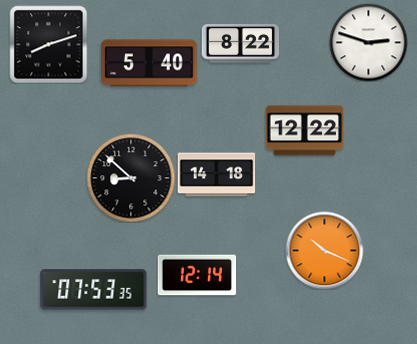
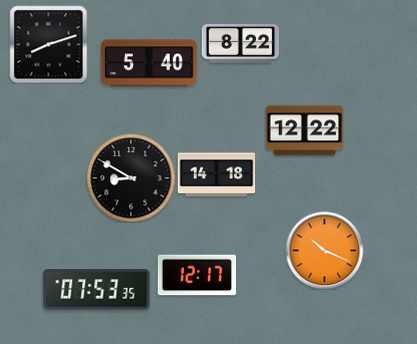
clock at (368, 42): 2:48 -> none
clock at (131, 178): 8:52 -> 8:50
clock at (197, 275): 12:14 -> 12:17
clock at (94, 290) position: (94, 290) -> (97, 290)
